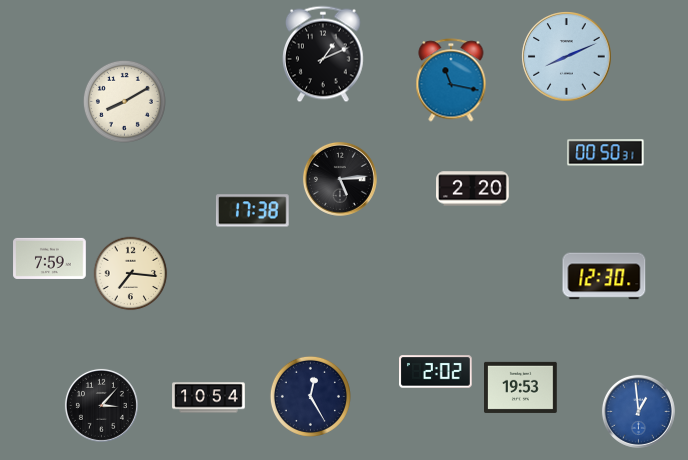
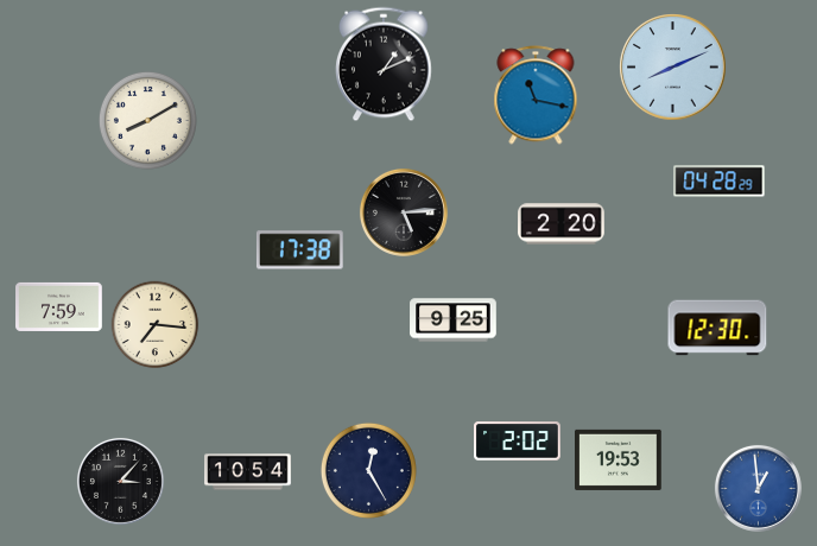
clock at (606, 153): 00:50 -> 04:28
clock at (454, 320): none -> 9:25
